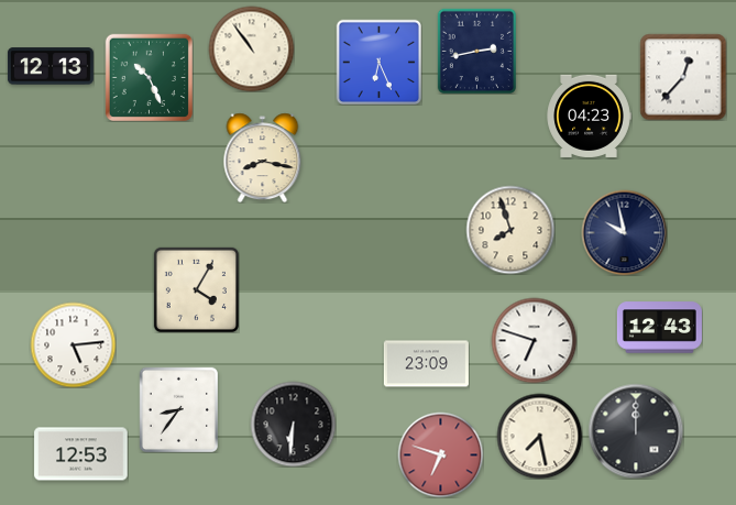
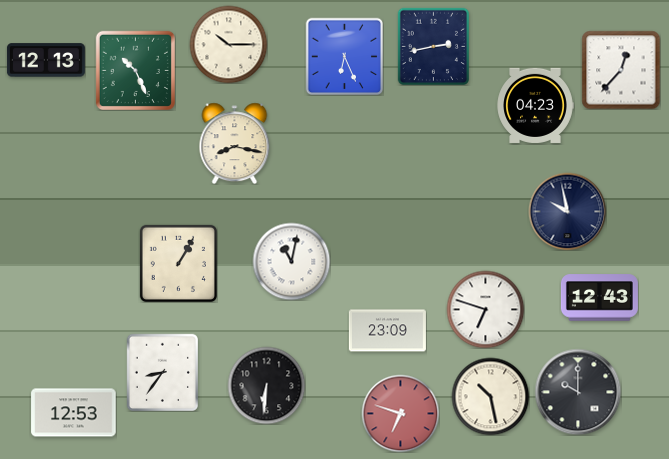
clock at (251, 48): 10:54 -> 10:15
clock at (263, 157) position: (263, 157) -> (235, 143)
clock at (510, 230): 7:57 -> none
clock at (291, 261): none -> 11:02
clock at (196, 289): 4:05 -> 1:05
clock at (73, 344): 5:14 -> none
clock at (636, 431): 12:00 -> 10:00
clock at (539, 436): 7:28 -> 10:28
